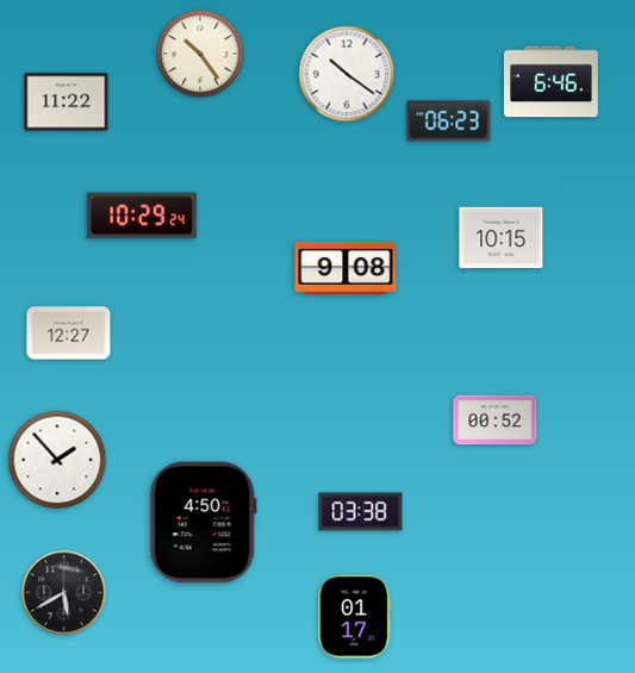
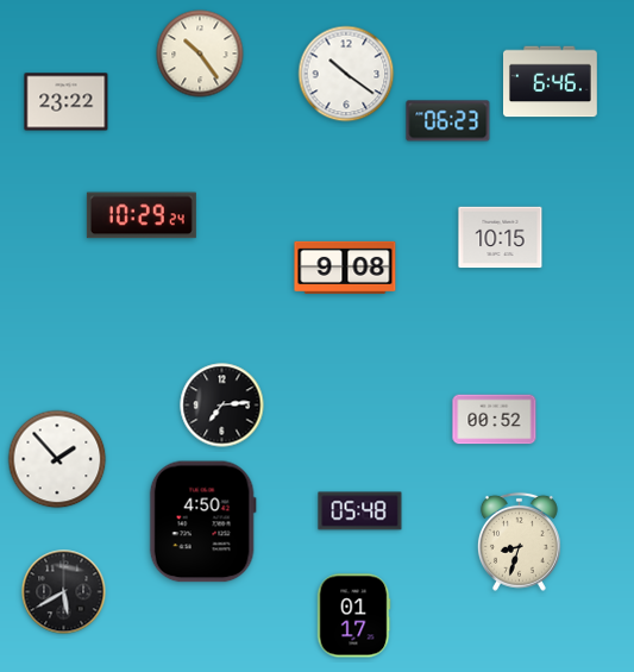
clock at (67, 102): 11:22 -> 23:22
clock at (69, 334): 12:27 -> none
clock at (222, 406): none -> 7:14
clock at (361, 512): 03:38 -> 05:48
clock at (519, 541): none -> 8:33
